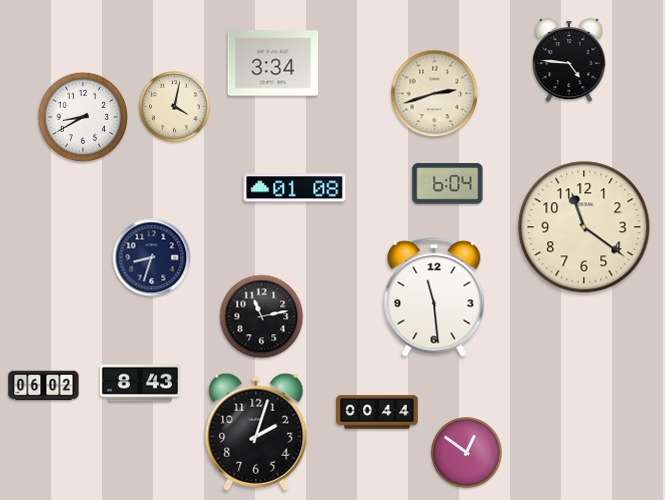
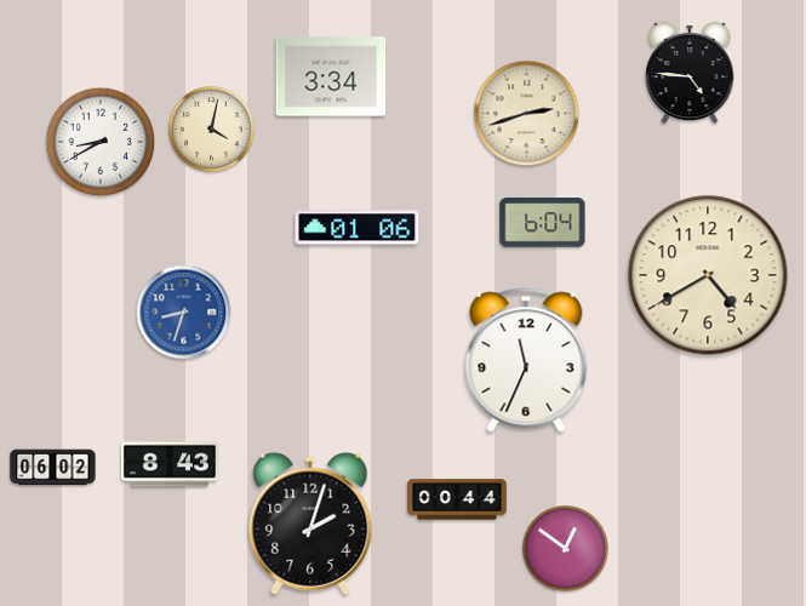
clock at (295, 188): 01:08 -> 01:06
clock at (584, 227): 11:21 -> 4:40
clock at (152, 258) dial: navy -> blue
clock at (434, 297): 11:29 -> 11:34
clock at (262, 317): 11:13 -> none
